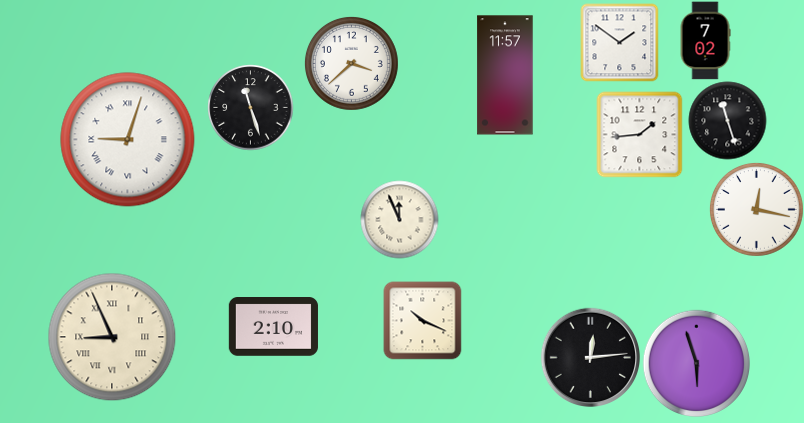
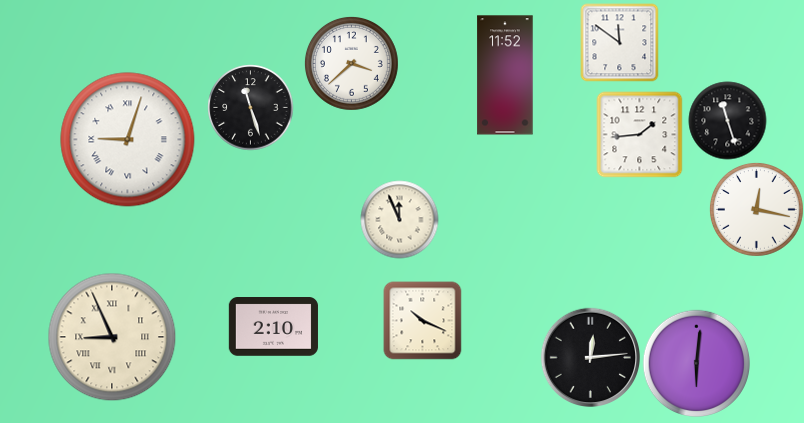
clock at (705, 40): 7:02 -> none
clock at (619, 42): 1:51 -> 11:51
clock at (505, 75): 11:57 -> 11:52
clock at (696, 363): 5:57 -> 6:01
